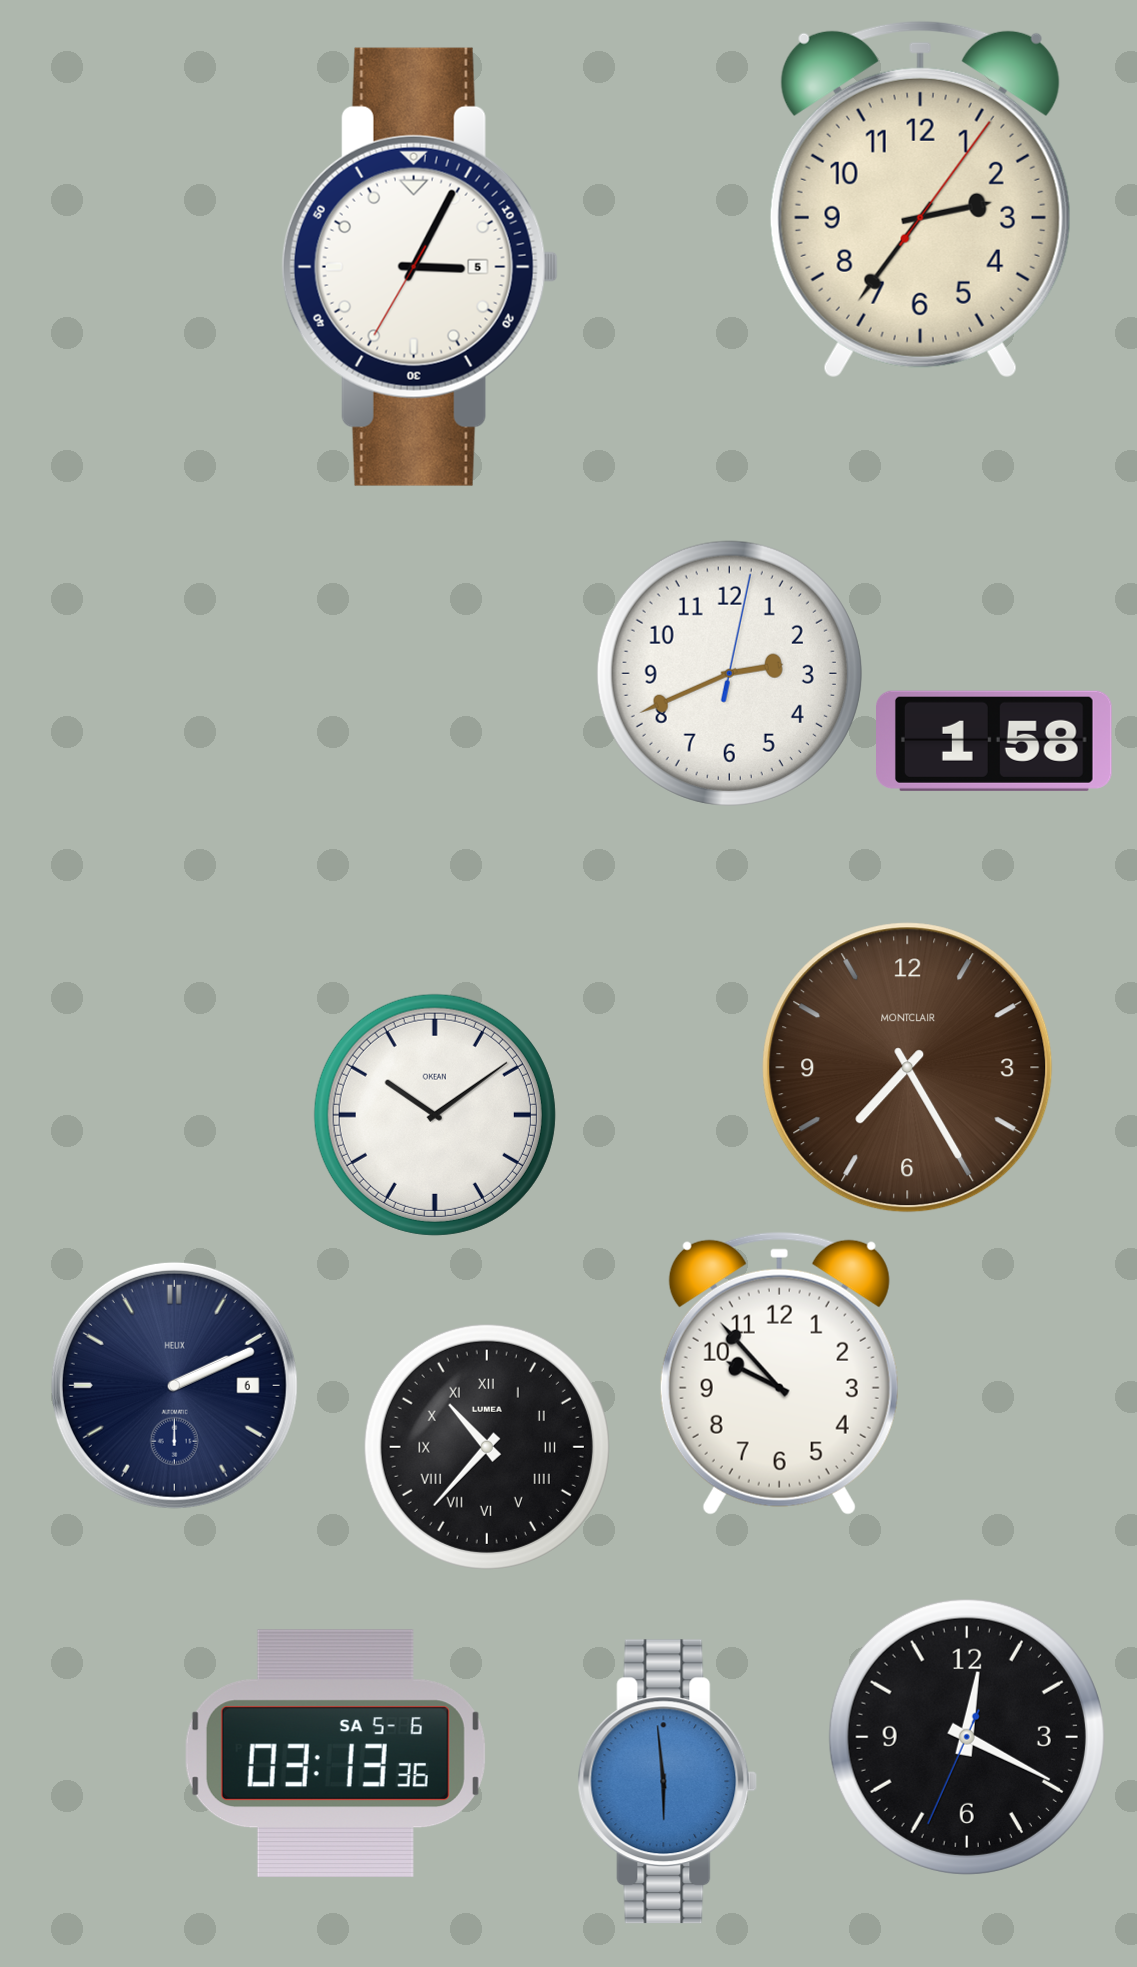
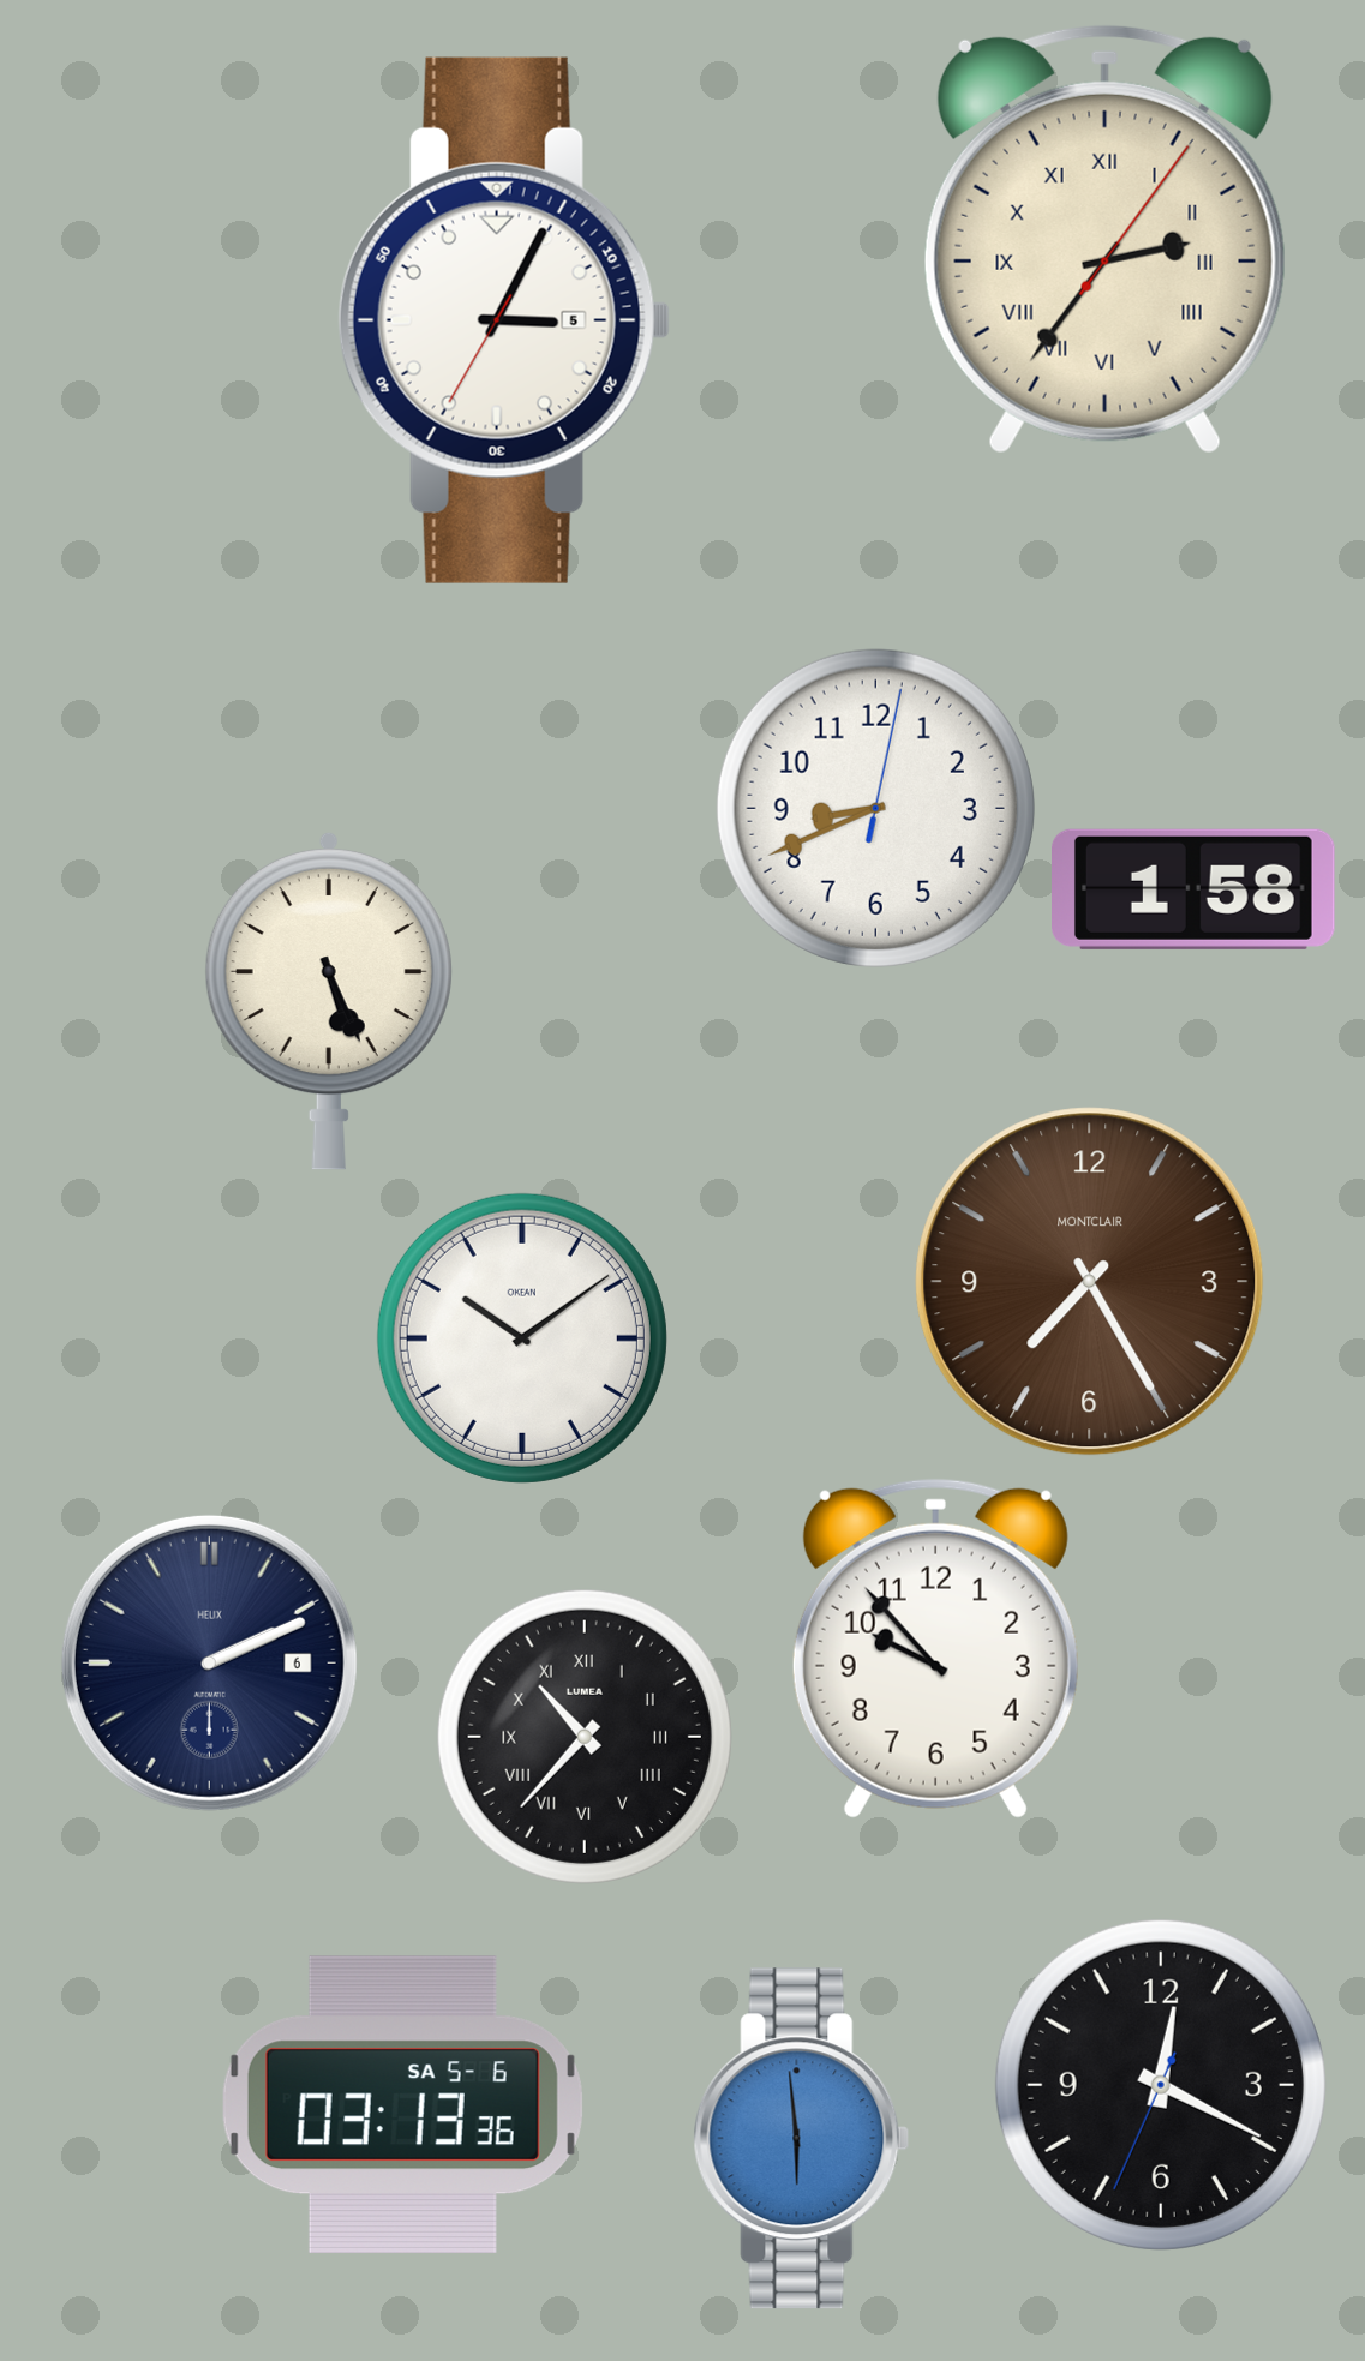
clock at (920, 199) numerals: Arabic -> Roman
clock at (729, 673): 2:41 -> 8:41
clock at (329, 1001): none -> 5:26
